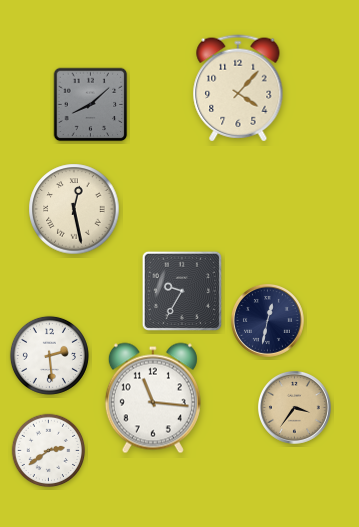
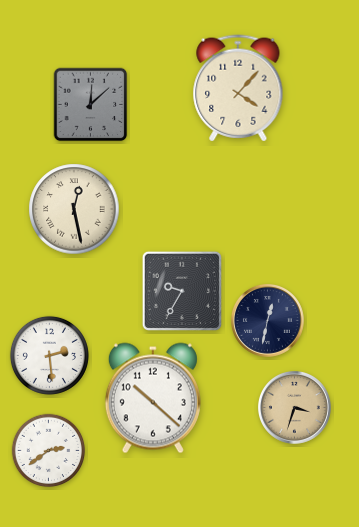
clock at (91, 105): 8:08 -> 12:08
clock at (153, 398): 11:16 -> 10:22
clock at (294, 407): 3:36 -> 3:33
